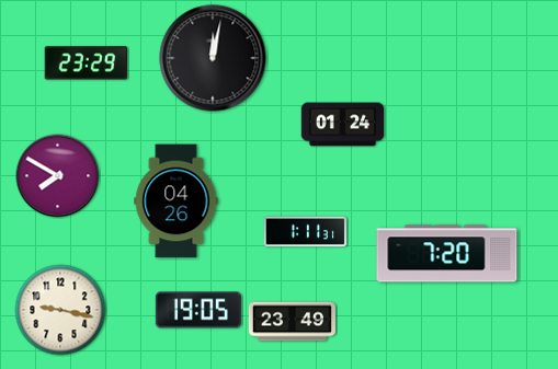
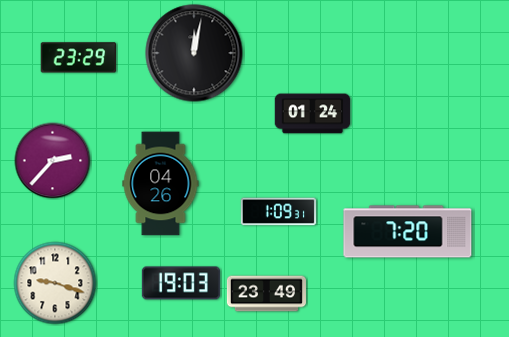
clock at (58, 176): 7:50 -> 2:37
clock at (306, 232): 1:11 -> 1:09
clock at (60, 310): 9:17 -> 9:18
clock at (198, 310): 19:05 -> 19:03
